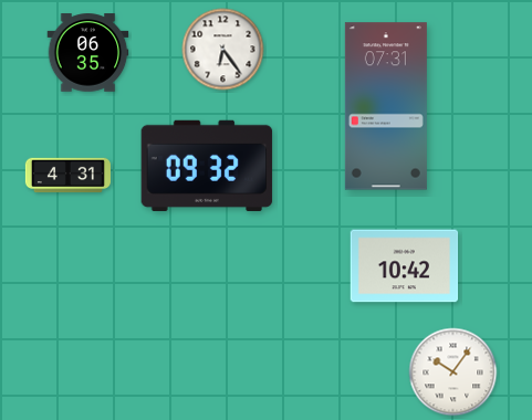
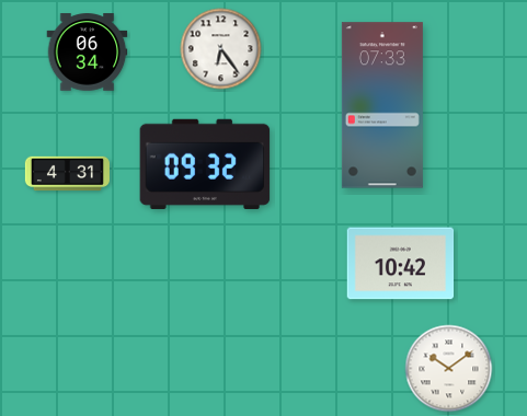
clock at (88, 53): 06:35 -> 06:34
clock at (386, 106): 07:31 -> 07:33
clock at (453, 372): 10:06 -> 10:09
